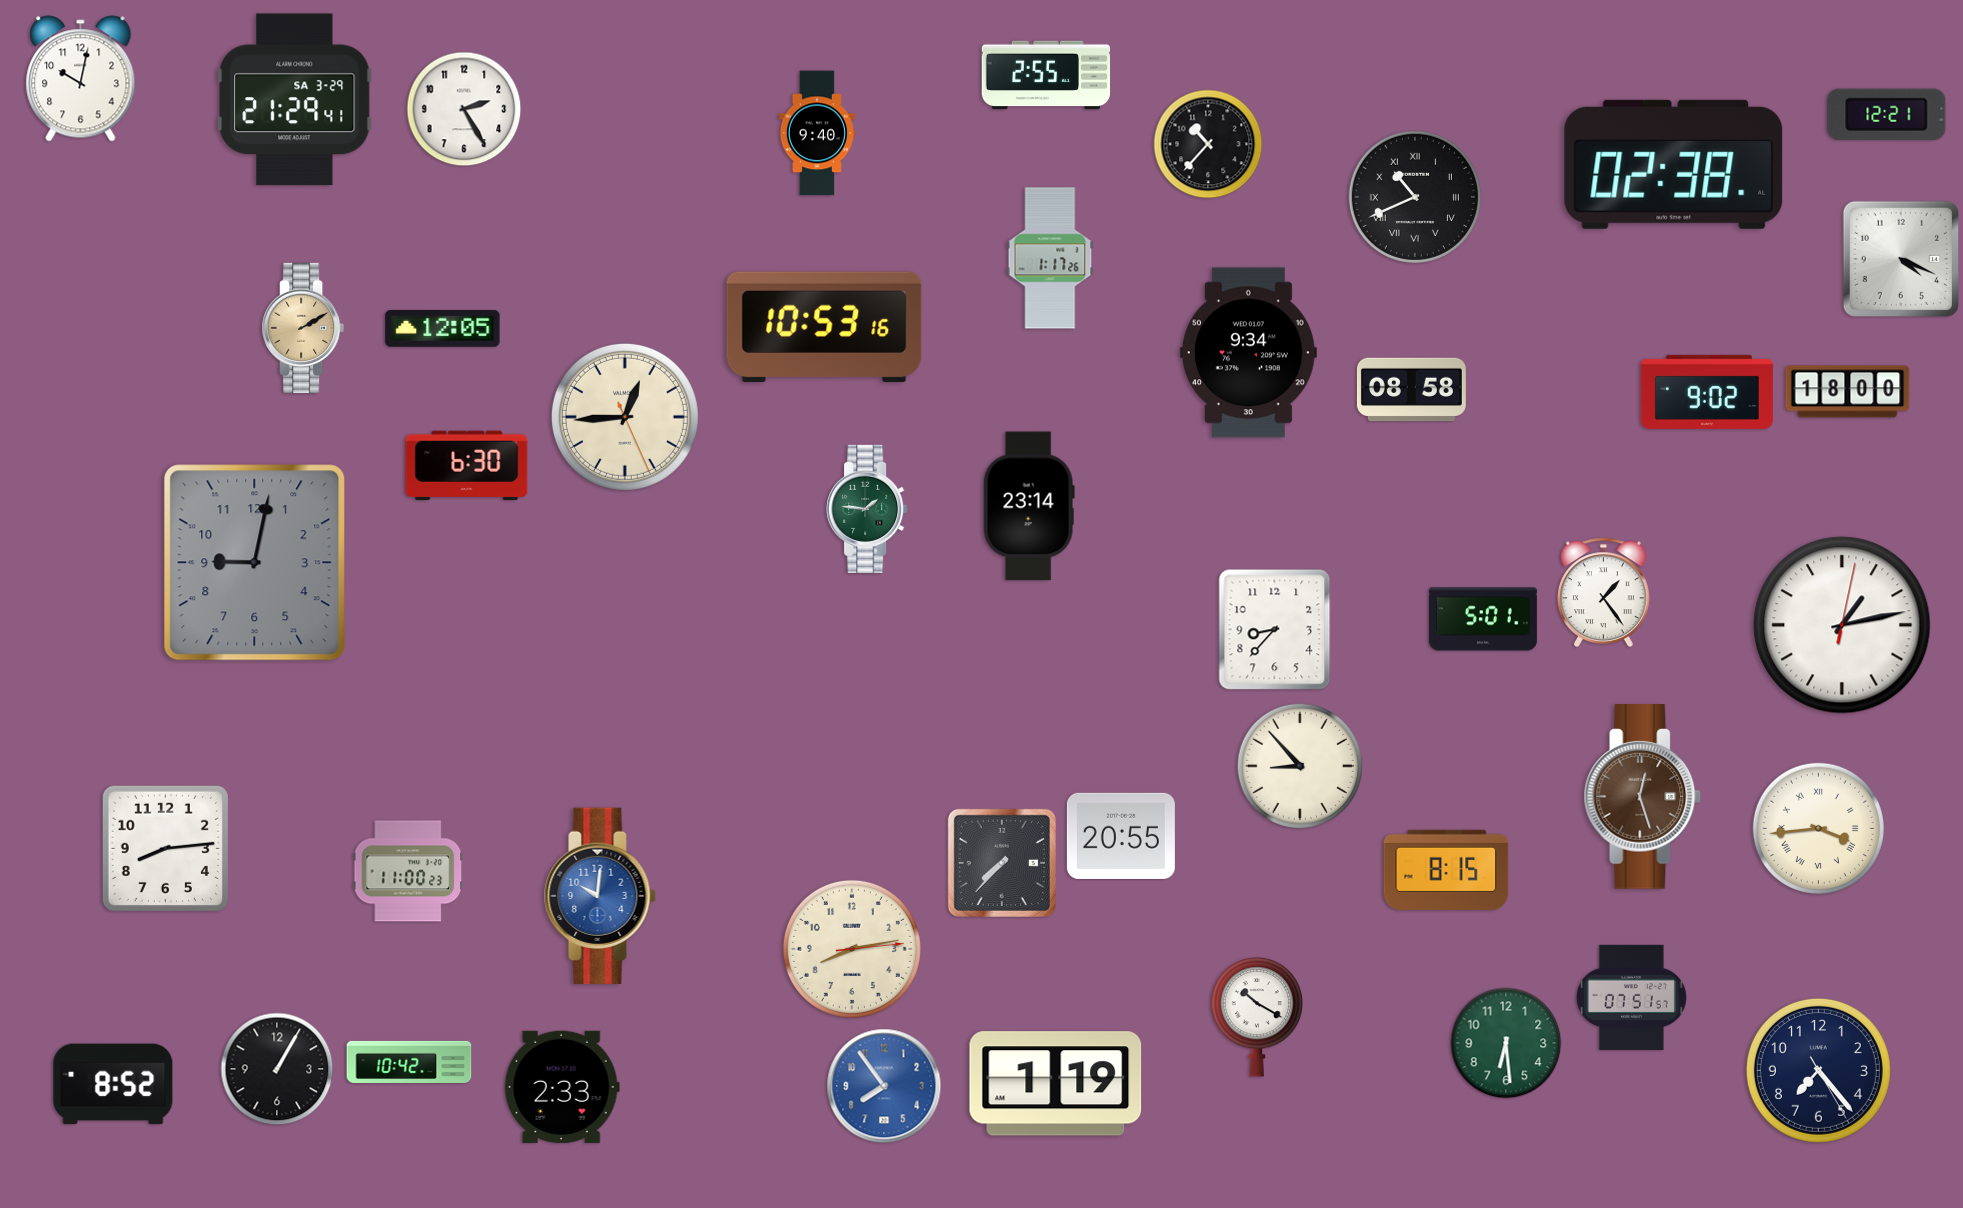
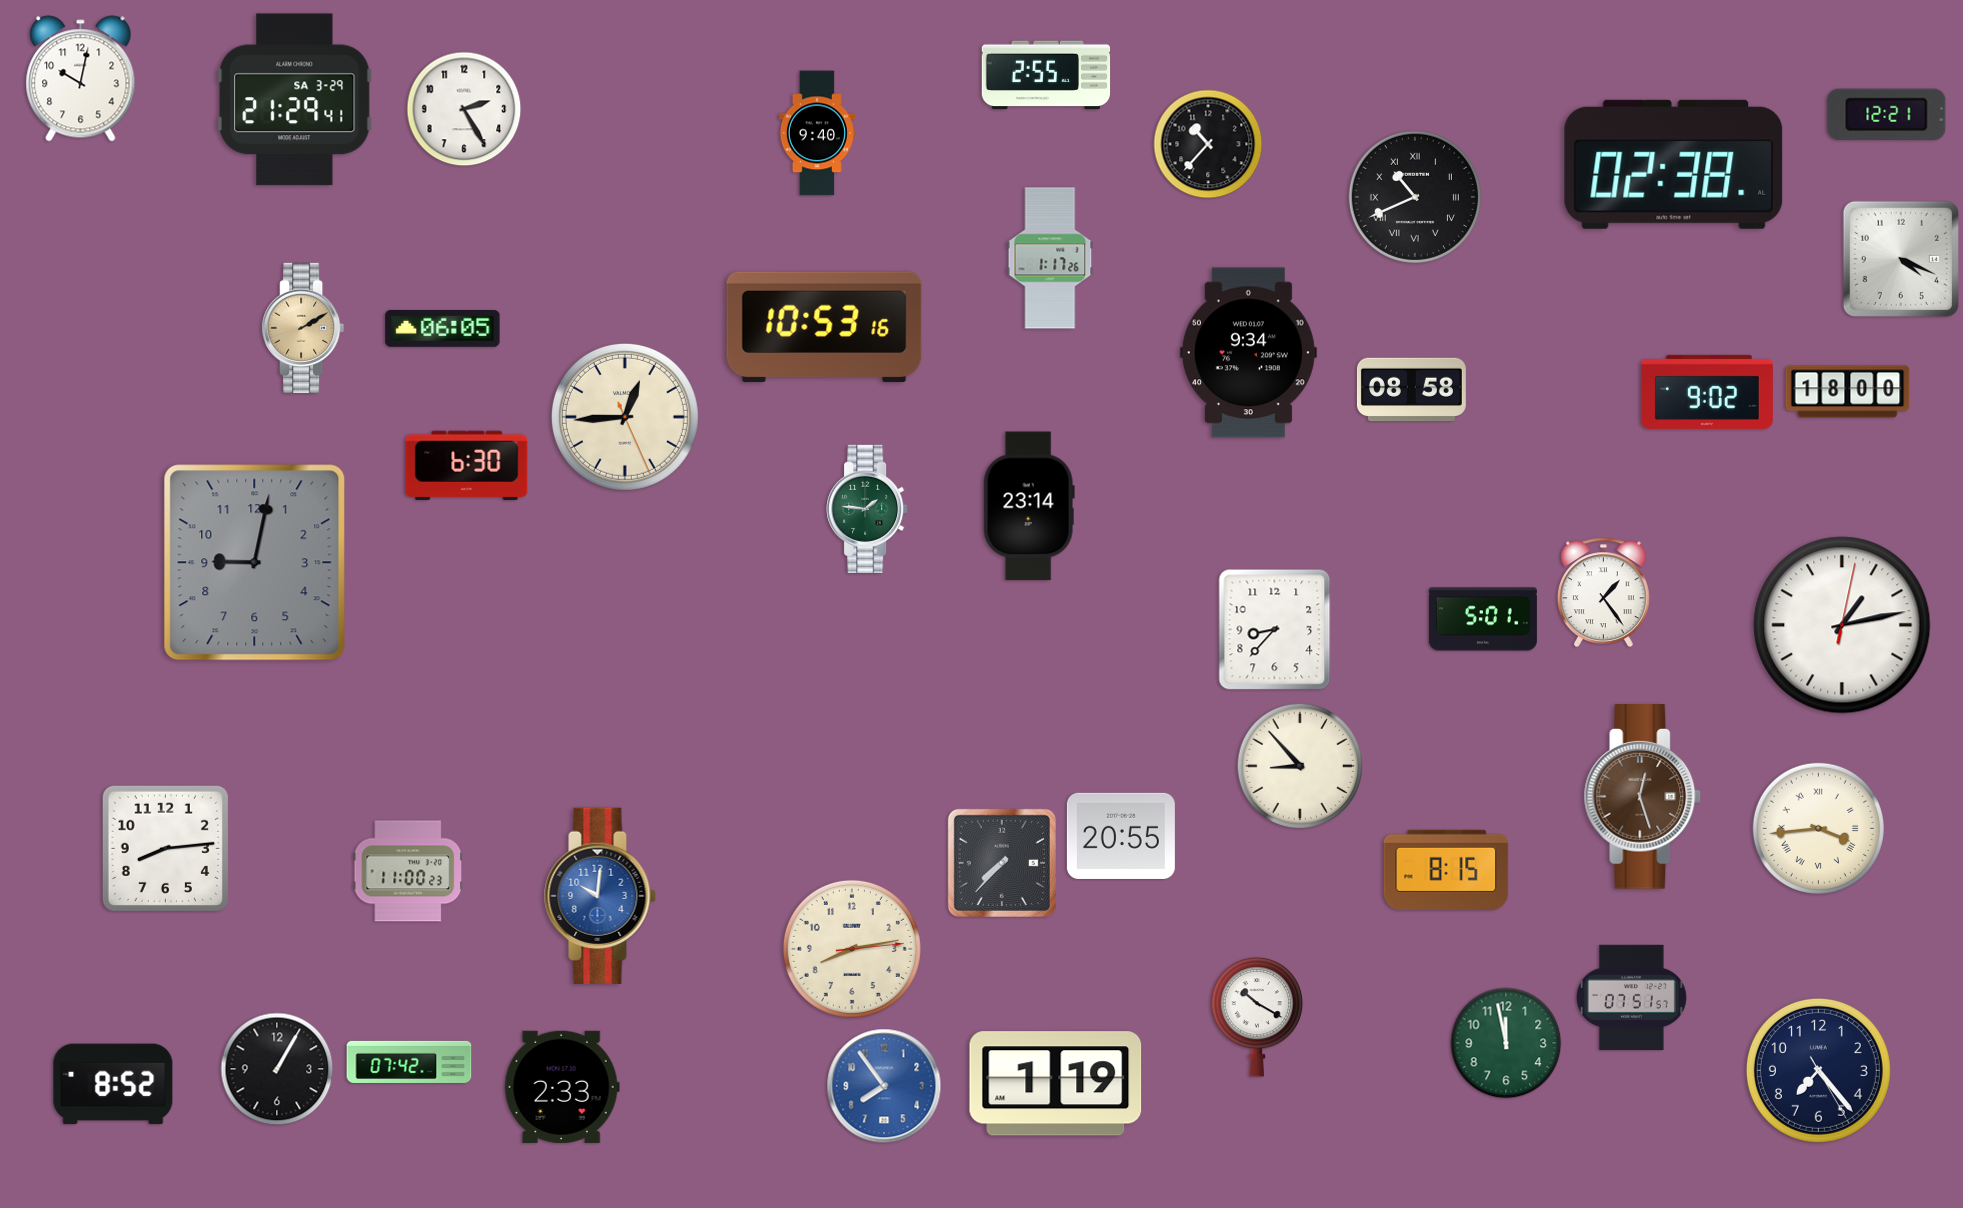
clock at (443, 329): 12:05 -> 06:05
clock at (1506, 1043): 6:29 -> 11:58
clock at (409, 1062): 10:42 -> 07:42
